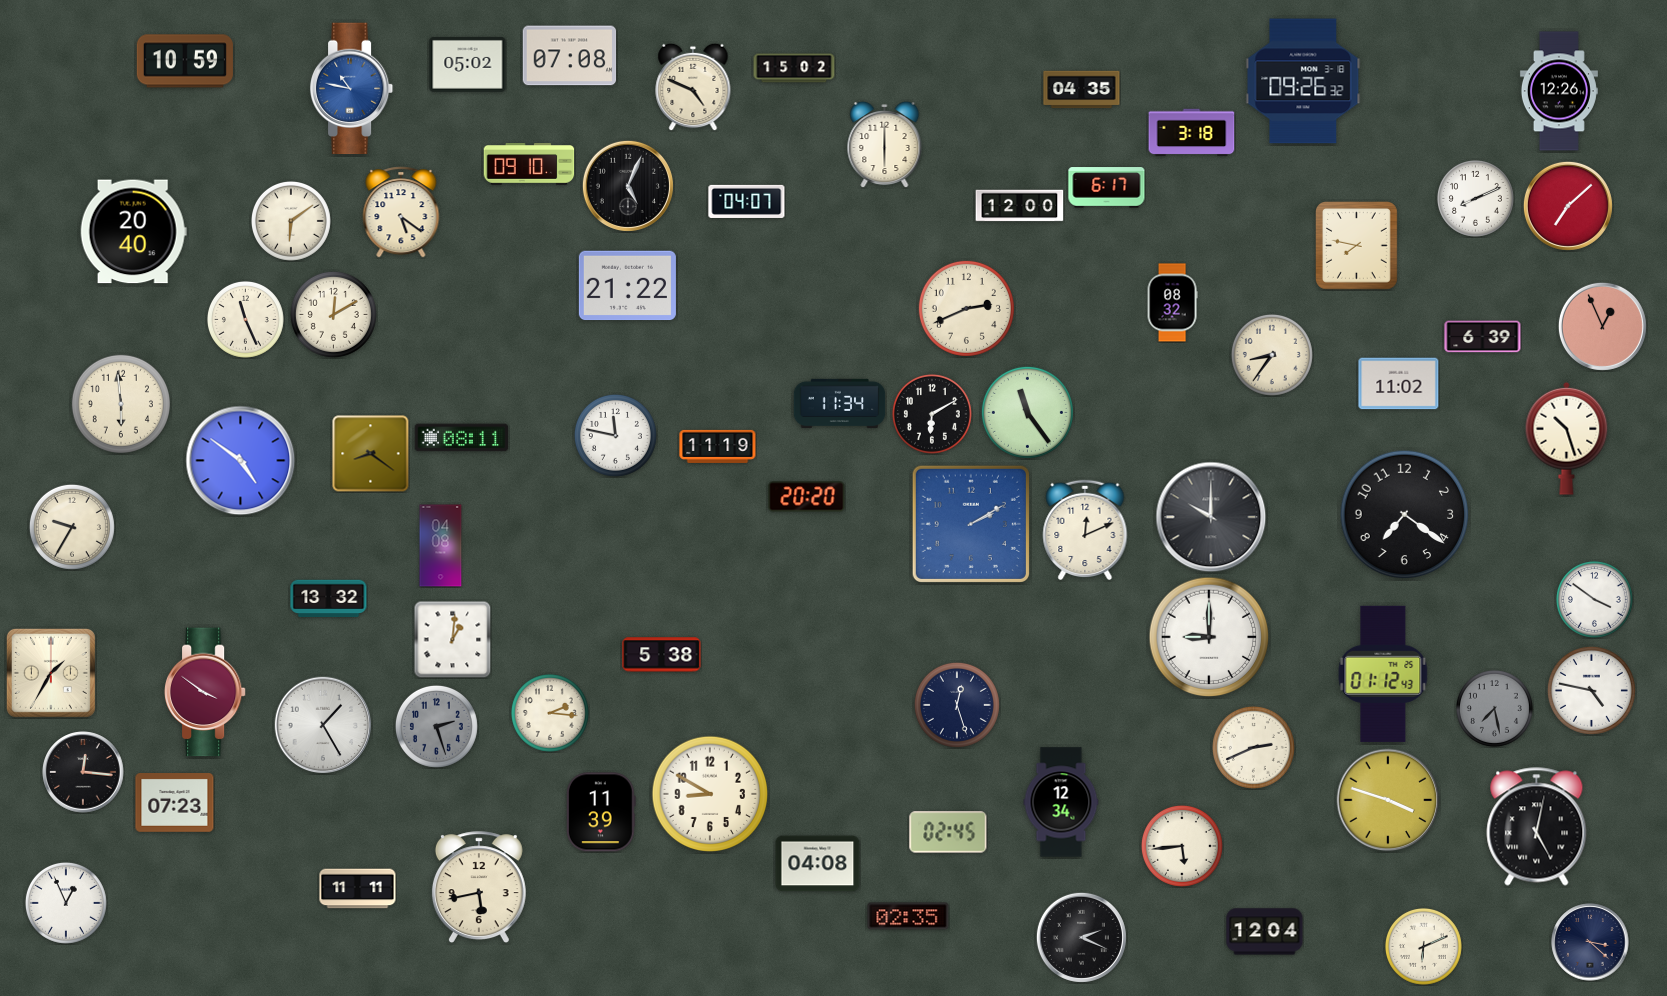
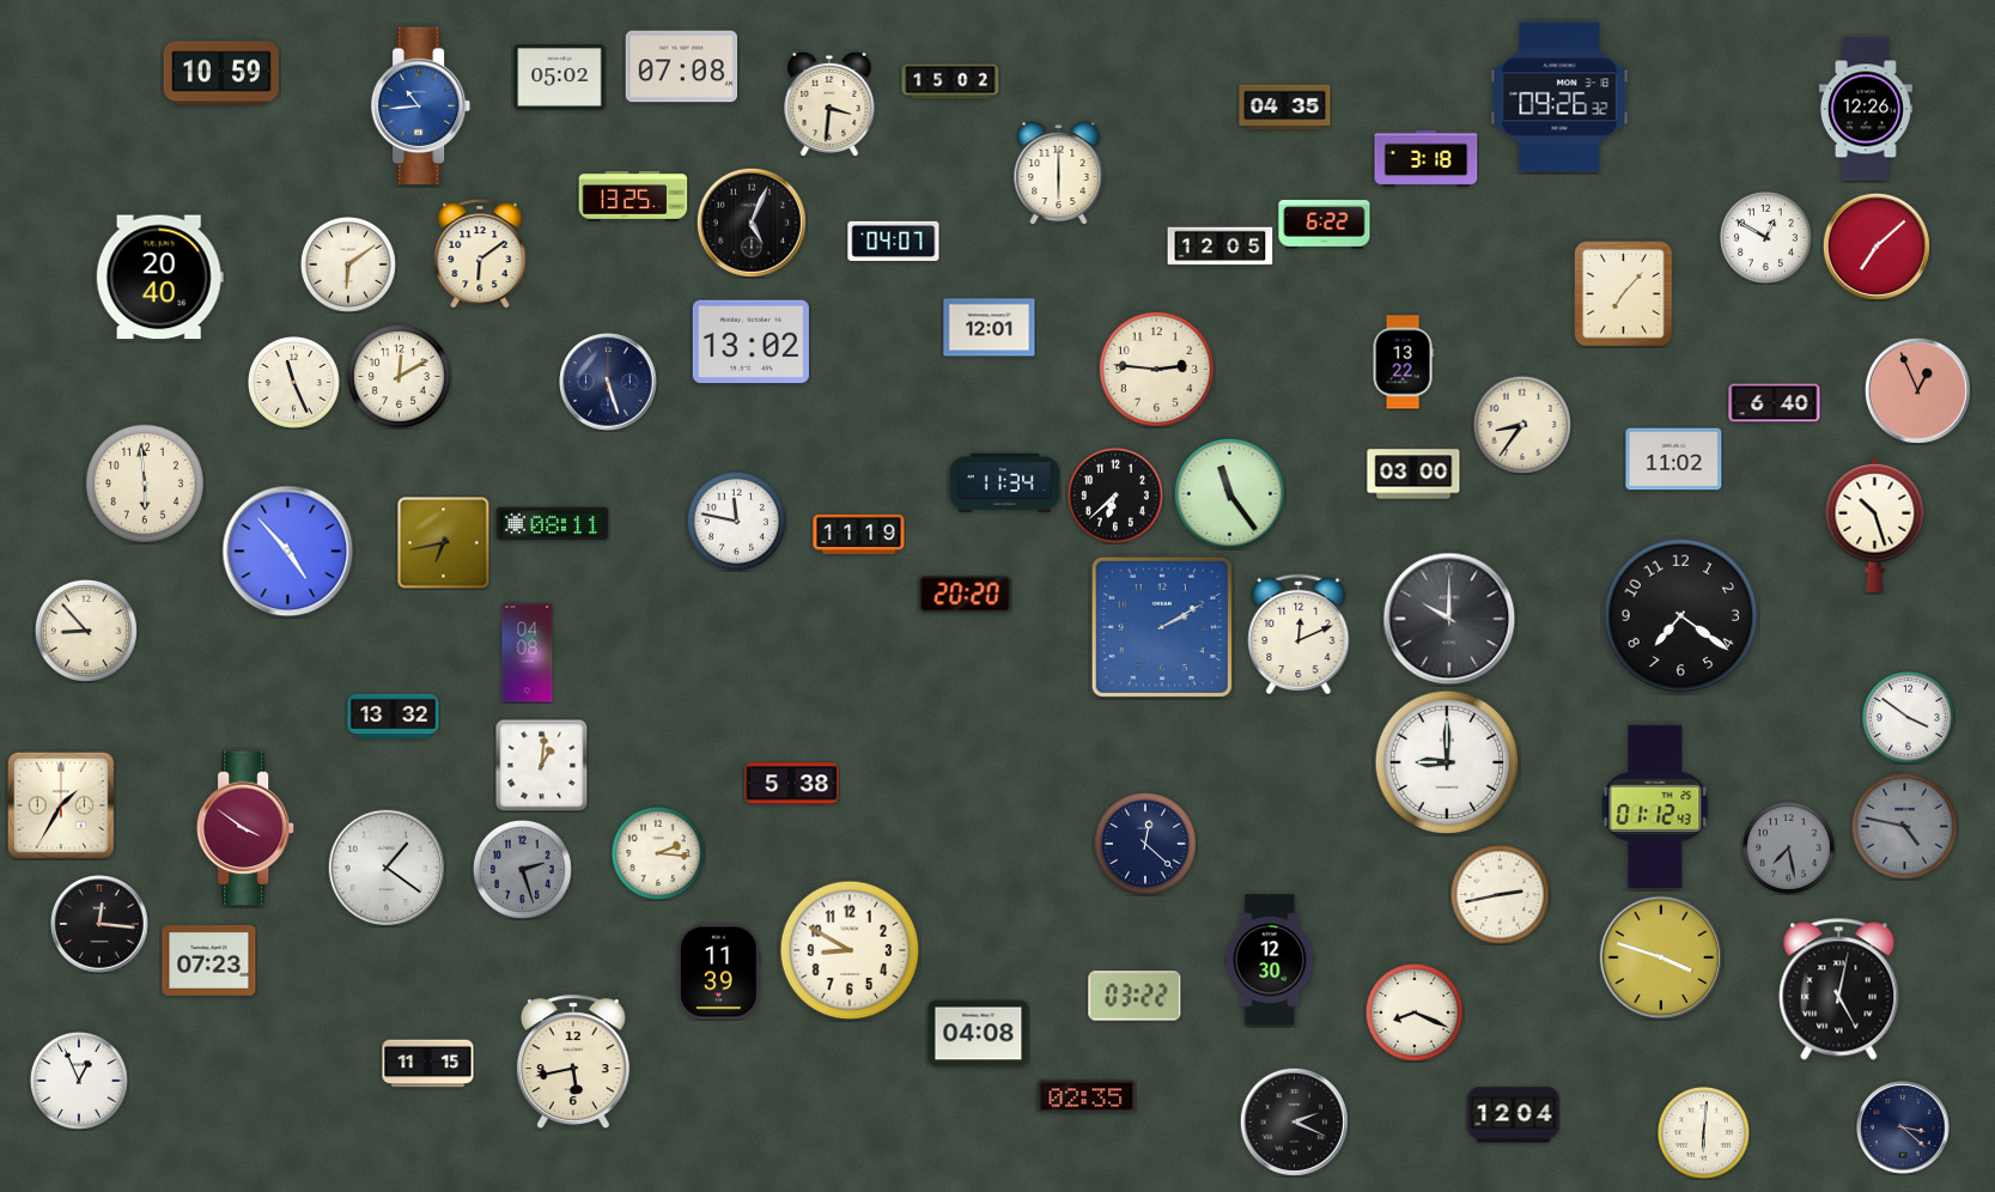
clock at (693, 87): 4:49 -> 3:31
clock at (352, 89): 10:47 -> 10:44
clock at (1082, 90) position: (1082, 90) -> (1285, 108)
clock at (529, 164): 09:10 -> 13:25
clock at (1107, 188): 6:17 -> 6:22
clock at (1475, 198): 8:11 -> 12:50
clock at (1020, 206): 12:00 -> 12:05
clock at (401, 212): 5:21 -> 6:09
clock at (1357, 246): 7:47 -> 7:07
clock at (990, 328): none -> 12:01
clock at (627, 286): 21:22 -> 13:02
clock at (1172, 303): 08:32 -> 13:22
clock at (966, 308): 2:41 -> 2:46
clock at (608, 382): none -> 5:27
clock at (1483, 337): 6:39 -> 6:40
clock at (1413, 474): none -> 03:00
clock at (932, 414): 6:10 -> 6:38
clock at (371, 454): 8:21 -> 6:43
clock at (241, 461): 4:51 -> 4:53
clock at (72, 527): 9:35 -> 8:53
clock at (1591, 690) dial: white -> grey
clock at (957, 705): 12:27 -> 12:22
clock at (323, 725): 1:25 -> 1:21
clock at (1253, 747): 2:41 -> 2:43
clock at (1061, 802): 12:34 -> 12:30
clock at (948, 832): 02:45 -> 03:22
clock at (1182, 846): 5:44 -> 8:19
clock at (358, 889): 11:11 -> 11:15
clock at (1423, 946): 6:11 -> 6:01
